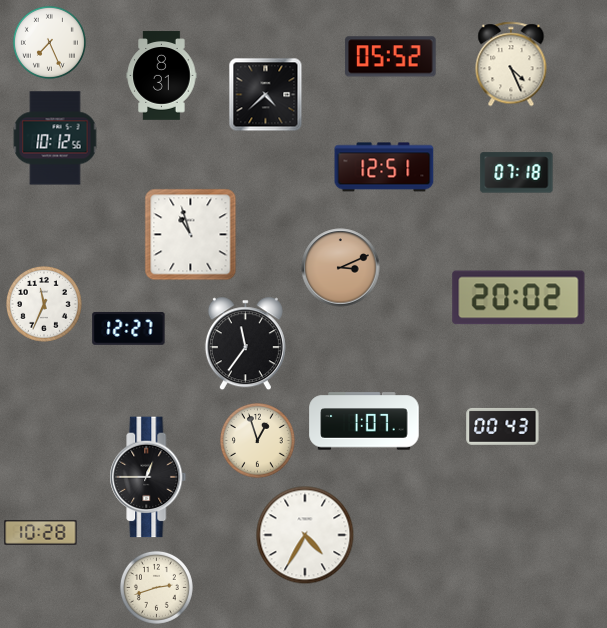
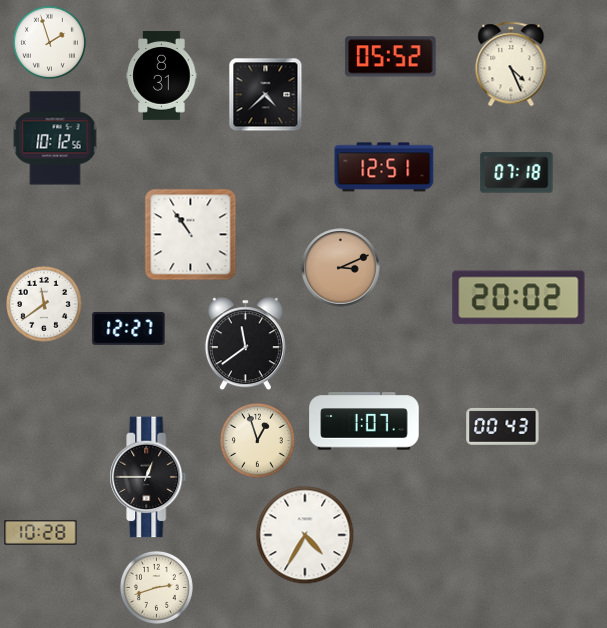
clock at (49, 42): 7:26 -> 1:57
clock at (191, 235): 10:57 -> 10:54
clock at (45, 305): 11:34 -> 11:39
clock at (245, 344): 11:36 -> 11:39
